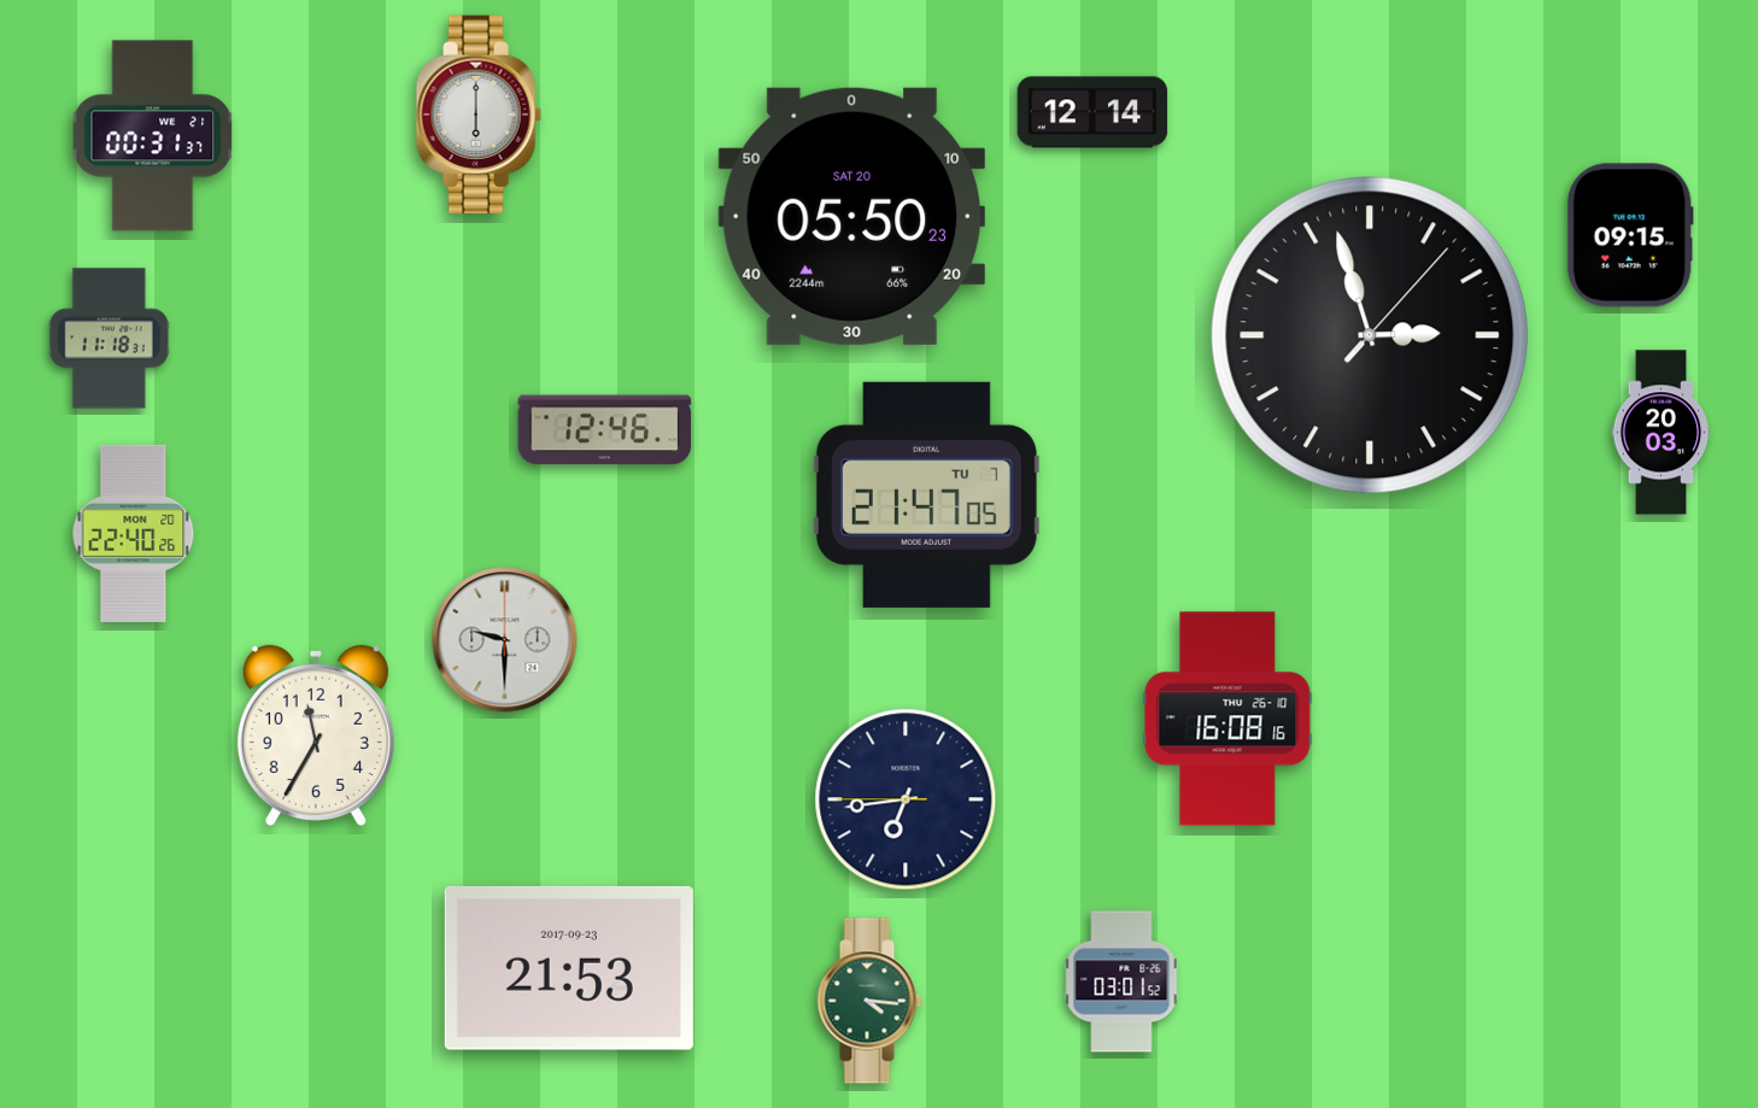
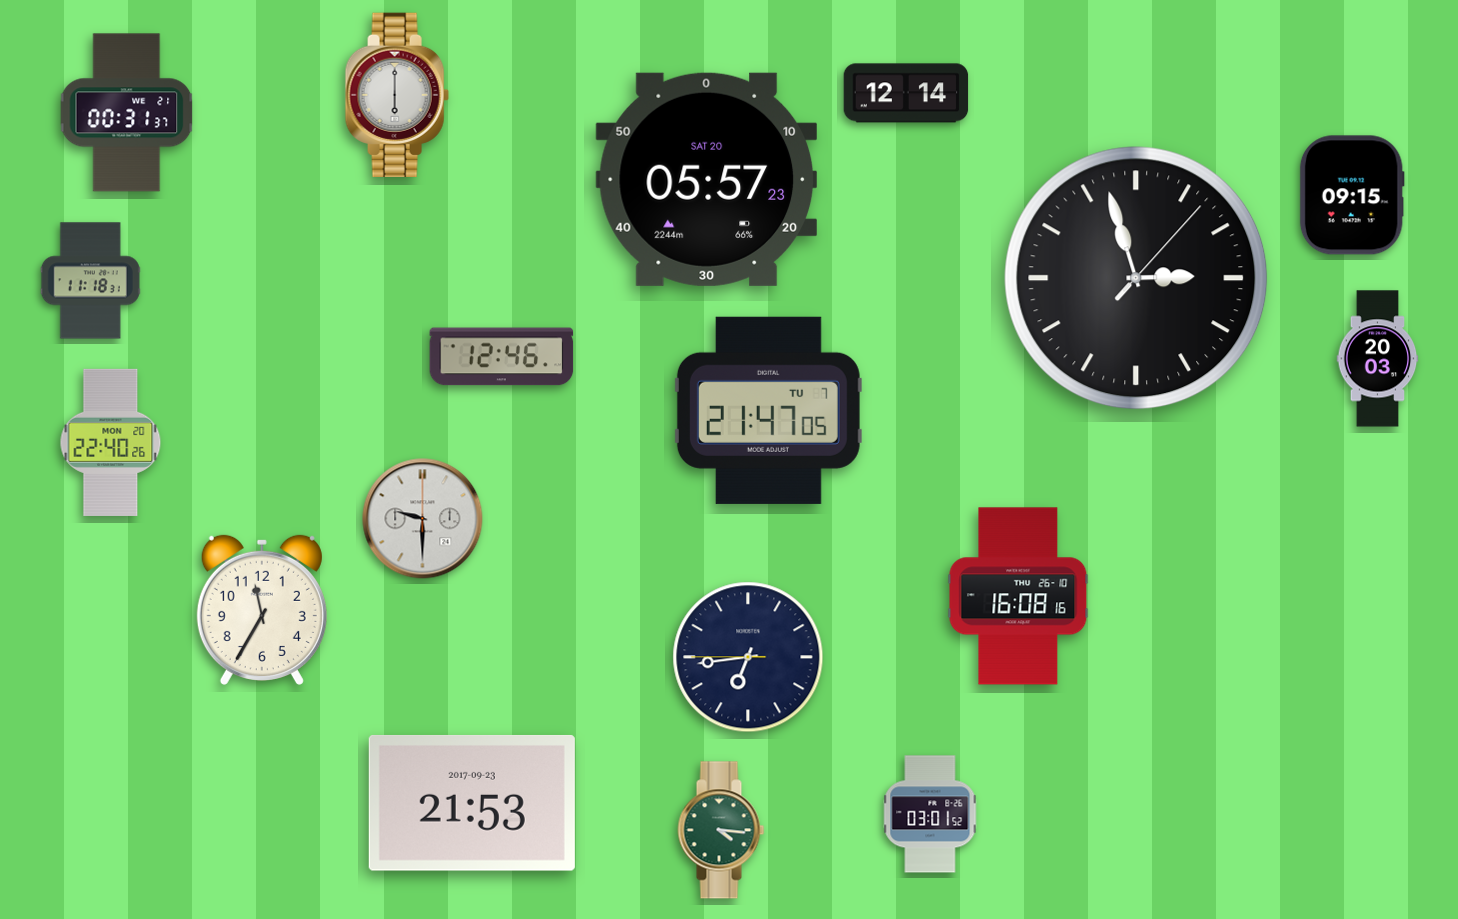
clock at (851, 216): 05:50 -> 05:57
clock at (505, 640) position: (505, 640) -> (423, 519)
clock at (906, 799) position: (906, 799) -> (748, 657)
